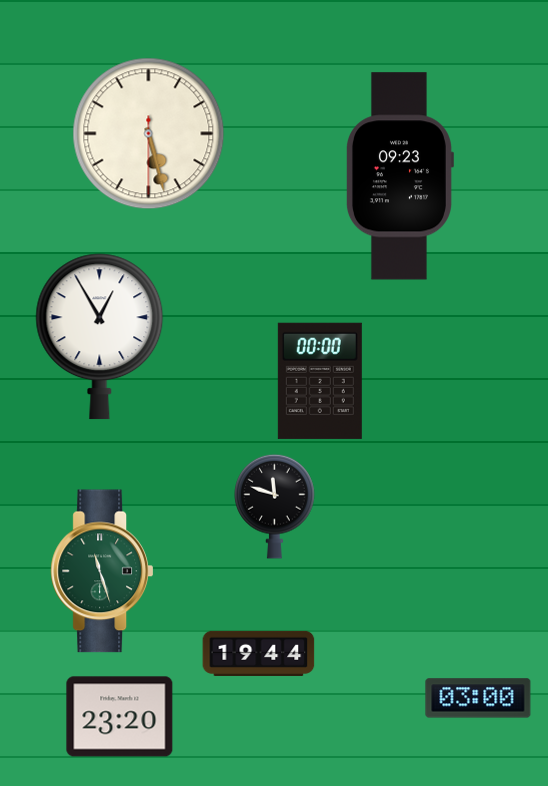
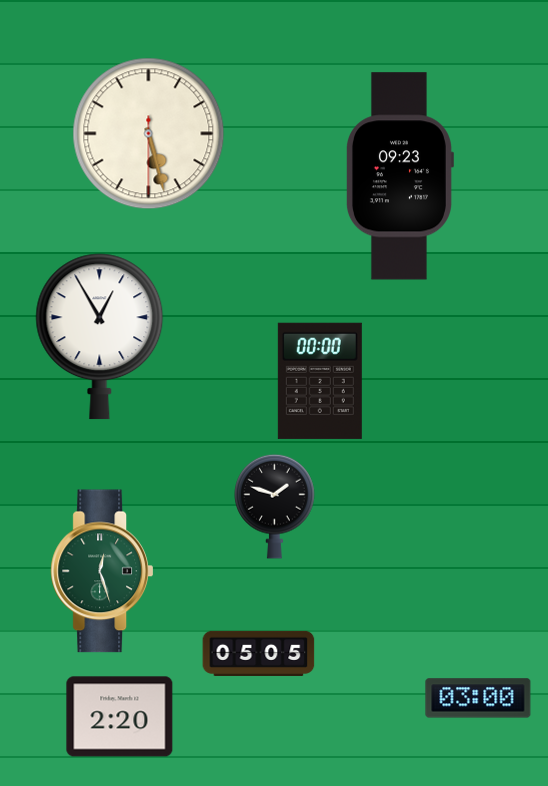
clock at (275, 506): 11:48 -> 1:48
clock at (101, 571): 11:27 -> 12:27
clock at (259, 653): 19:44 -> 05:05
clock at (120, 717): 23:20 -> 2:20
